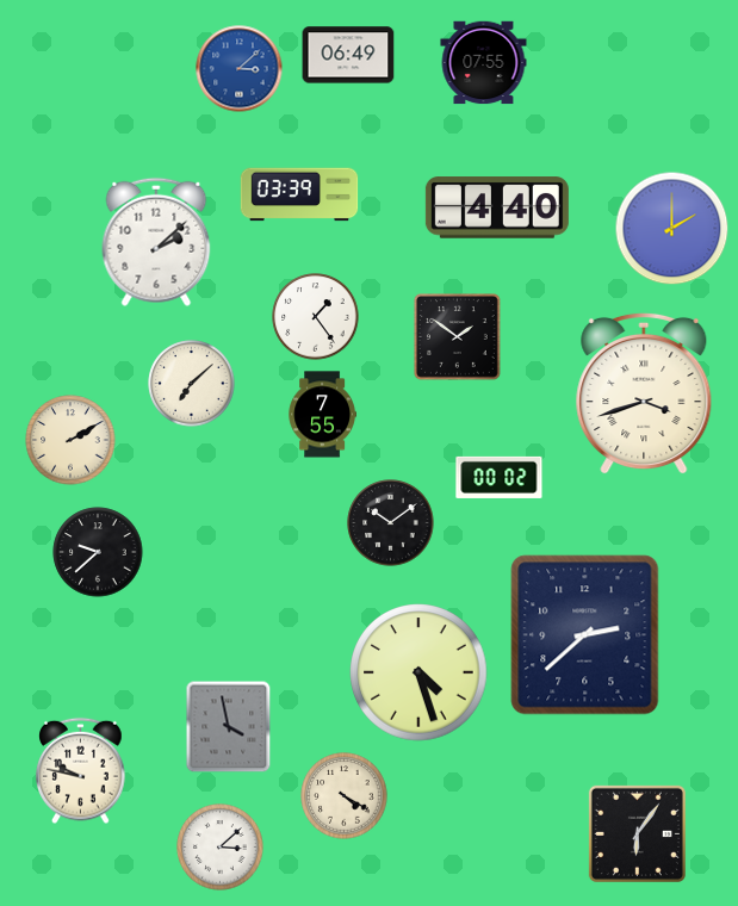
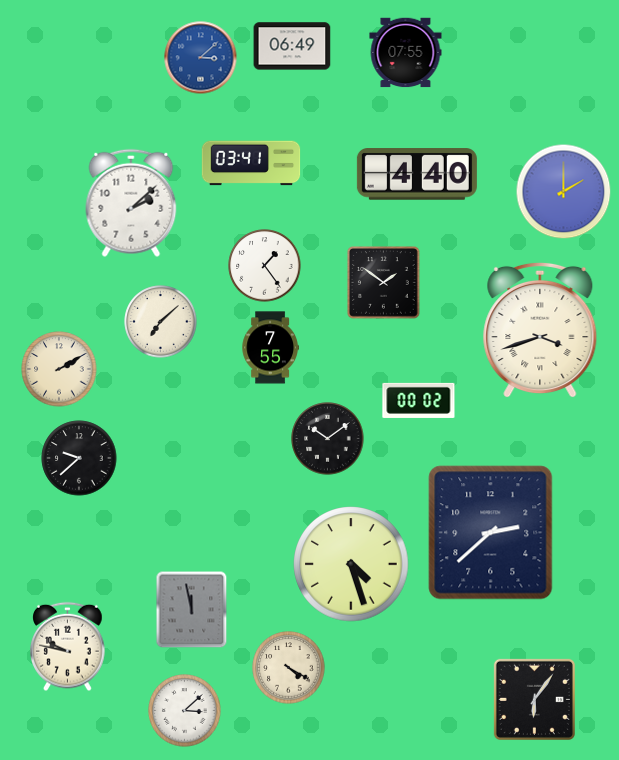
clock at (299, 194): 03:39 -> 03:41
clock at (98, 552) position: (98, 552) -> (79, 458)
clock at (229, 727): 3:58 -> 11:58
